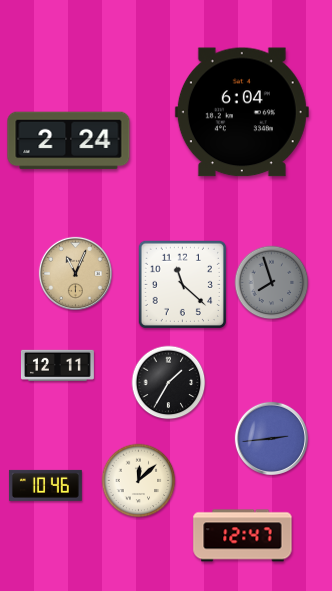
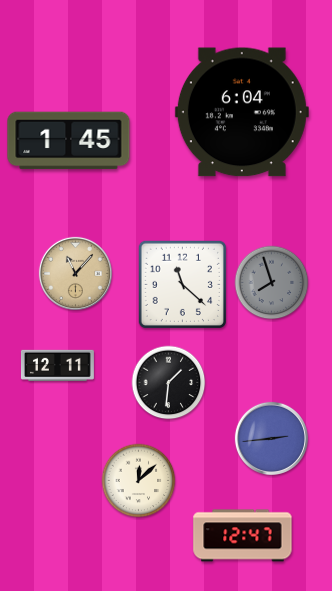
clock at (69, 141): 2:24 -> 1:45
clock at (75, 273): 11:04 -> 11:07
clock at (169, 383): 1:35 -> 1:31
clock at (45, 485): 10:46 -> none
